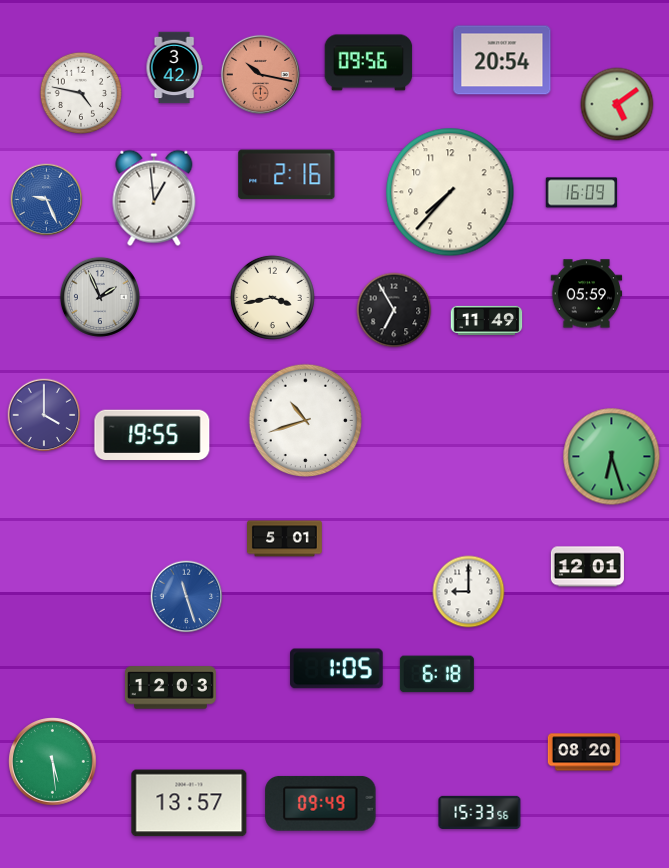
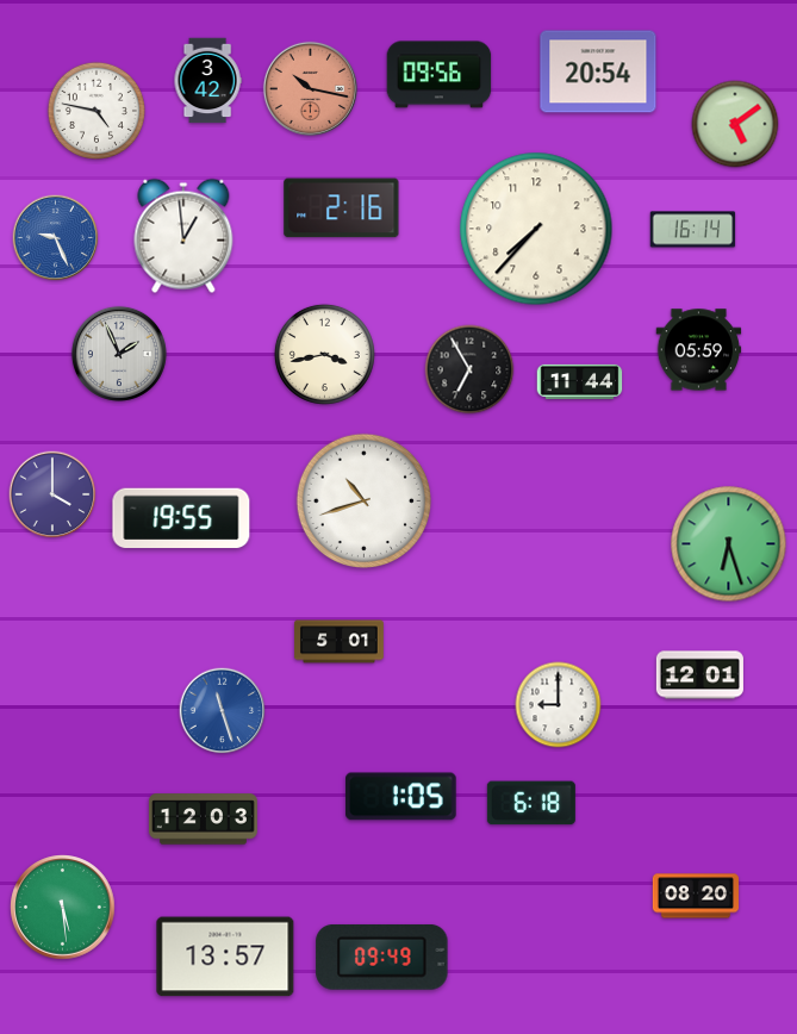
clock at (582, 193): 16:09 -> 16:14
clock at (487, 320): 11:49 -> 11:44
clock at (437, 674) position: (437, 674) -> (531, 803)
clock at (480, 812): 15:33 -> none
